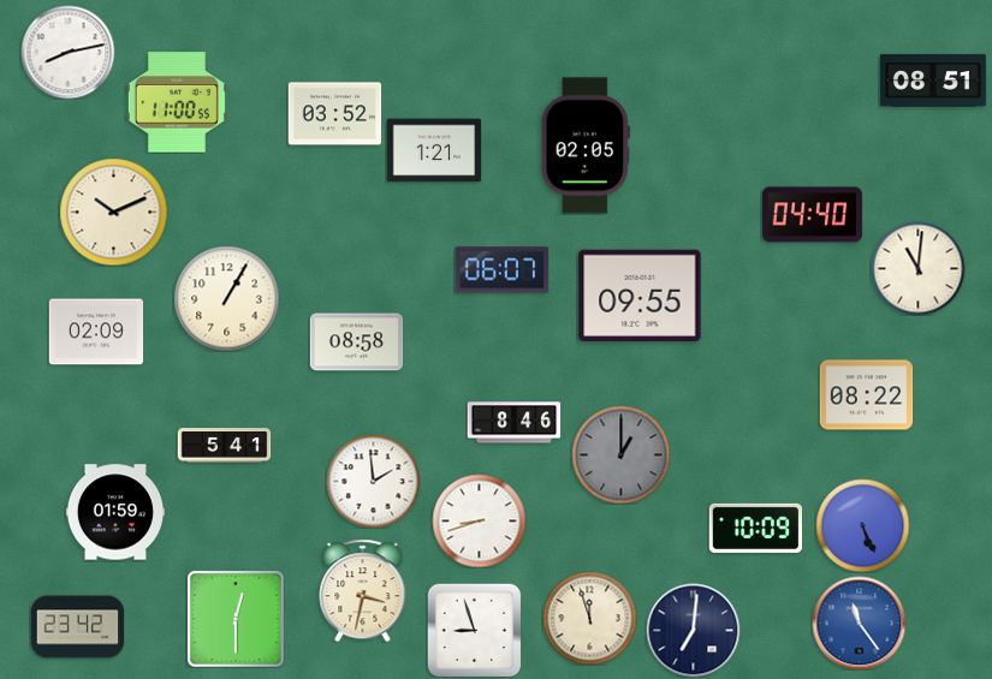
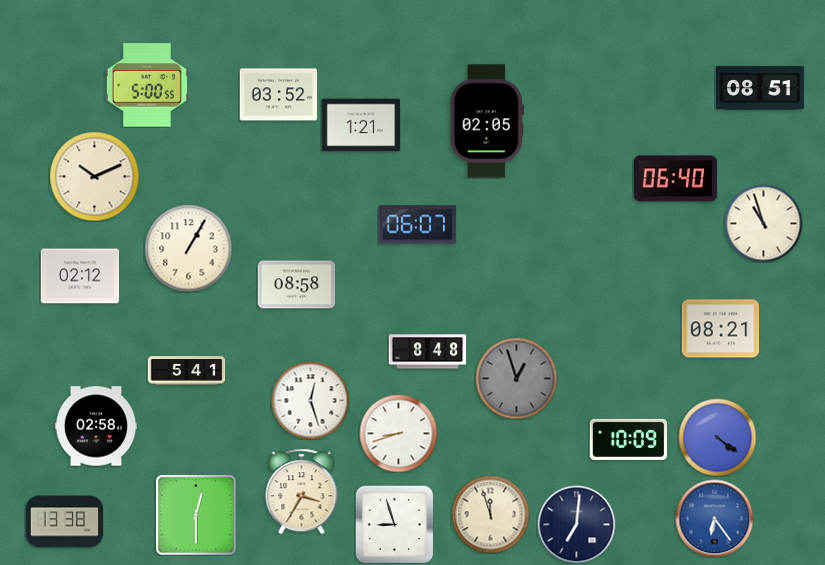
clock at (67, 52): 8:13 -> none
clock at (933, 81) position: (933, 81) -> (760, 88)
clock at (177, 102): 11:00 -> 5:00
clock at (812, 215): 04:40 -> 06:40
clock at (917, 268): 11:01 -> 10:57
clock at (640, 294): 09:55 -> none
clock at (96, 332): 02:09 -> 02:12
clock at (866, 395): 08:22 -> 08:21
clock at (513, 423): 8:46 -> 8:48
clock at (620, 454): 1:00 -> 12:57
clock at (373, 481): 1:59 -> 12:27
clock at (115, 512): 01:59 -> 02:58
clock at (862, 525): 5:26 -> 4:21
clock at (363, 590): 3:32 -> 3:35
clock at (859, 623): 11:24 -> 6:24
clock at (77, 627): 23:42 -> 13:38
